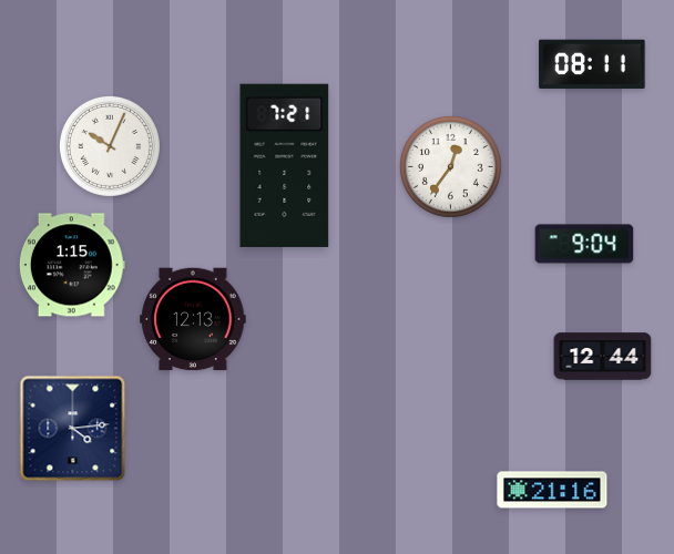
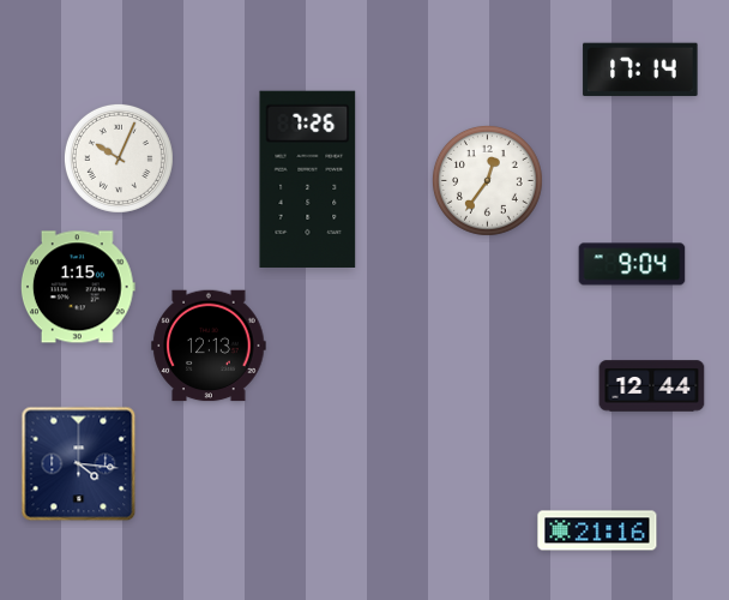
clock at (592, 64): 08:11 -> 17:14
clock at (285, 165): 7:21 -> 7:26
clock at (73, 429): 4:14 -> 4:16
